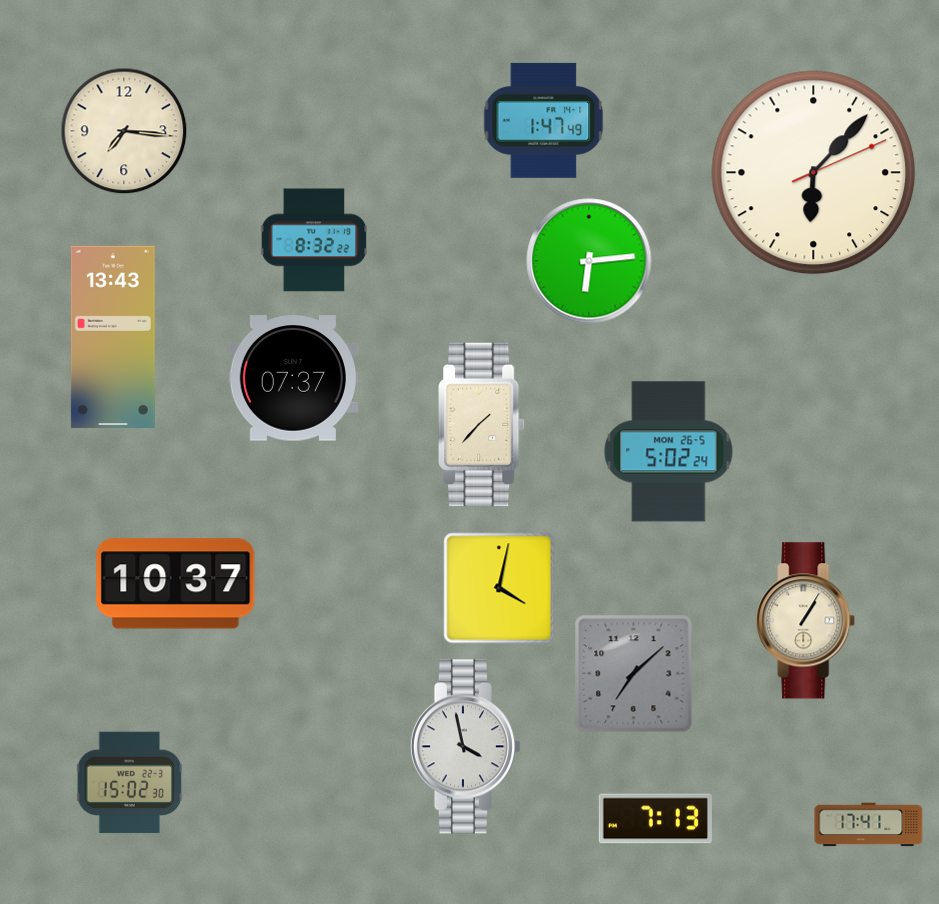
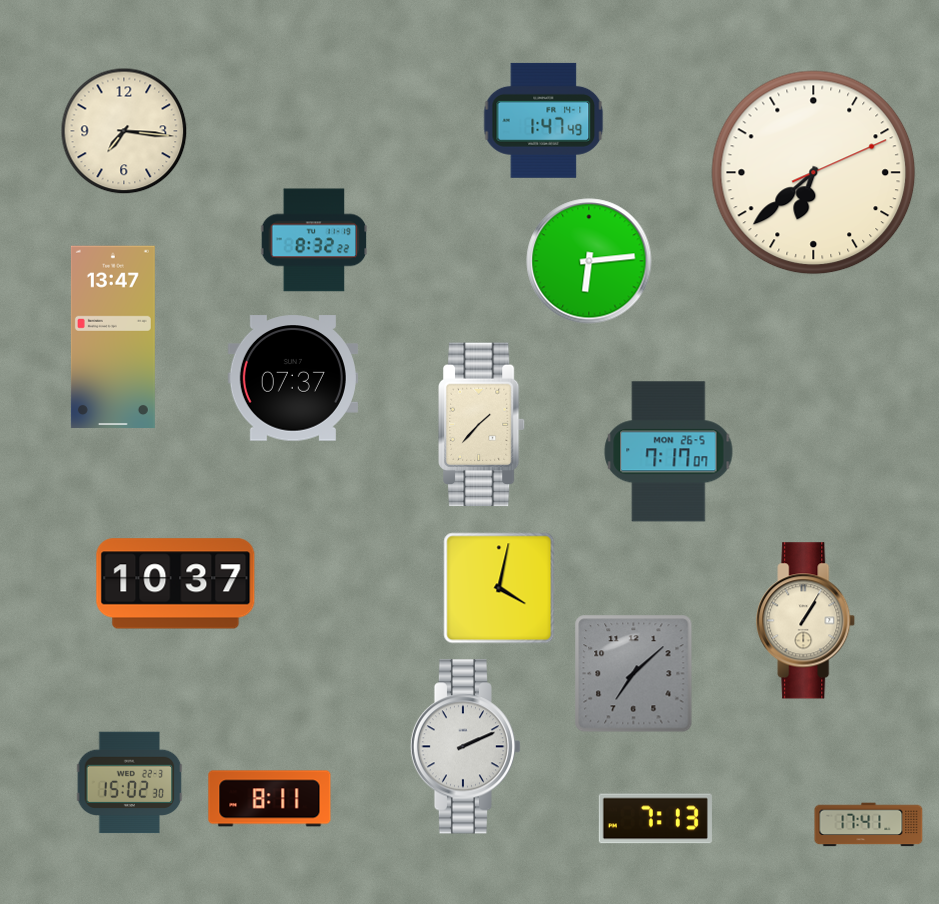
clock at (814, 173): 6:07 -> 6:38
clock at (113, 337): 13:43 -> 13:47
clock at (669, 452): 5:02 -> 7:17
clock at (466, 747): 3:58 -> 2:11
clock at (270, 799): none -> 8:11
